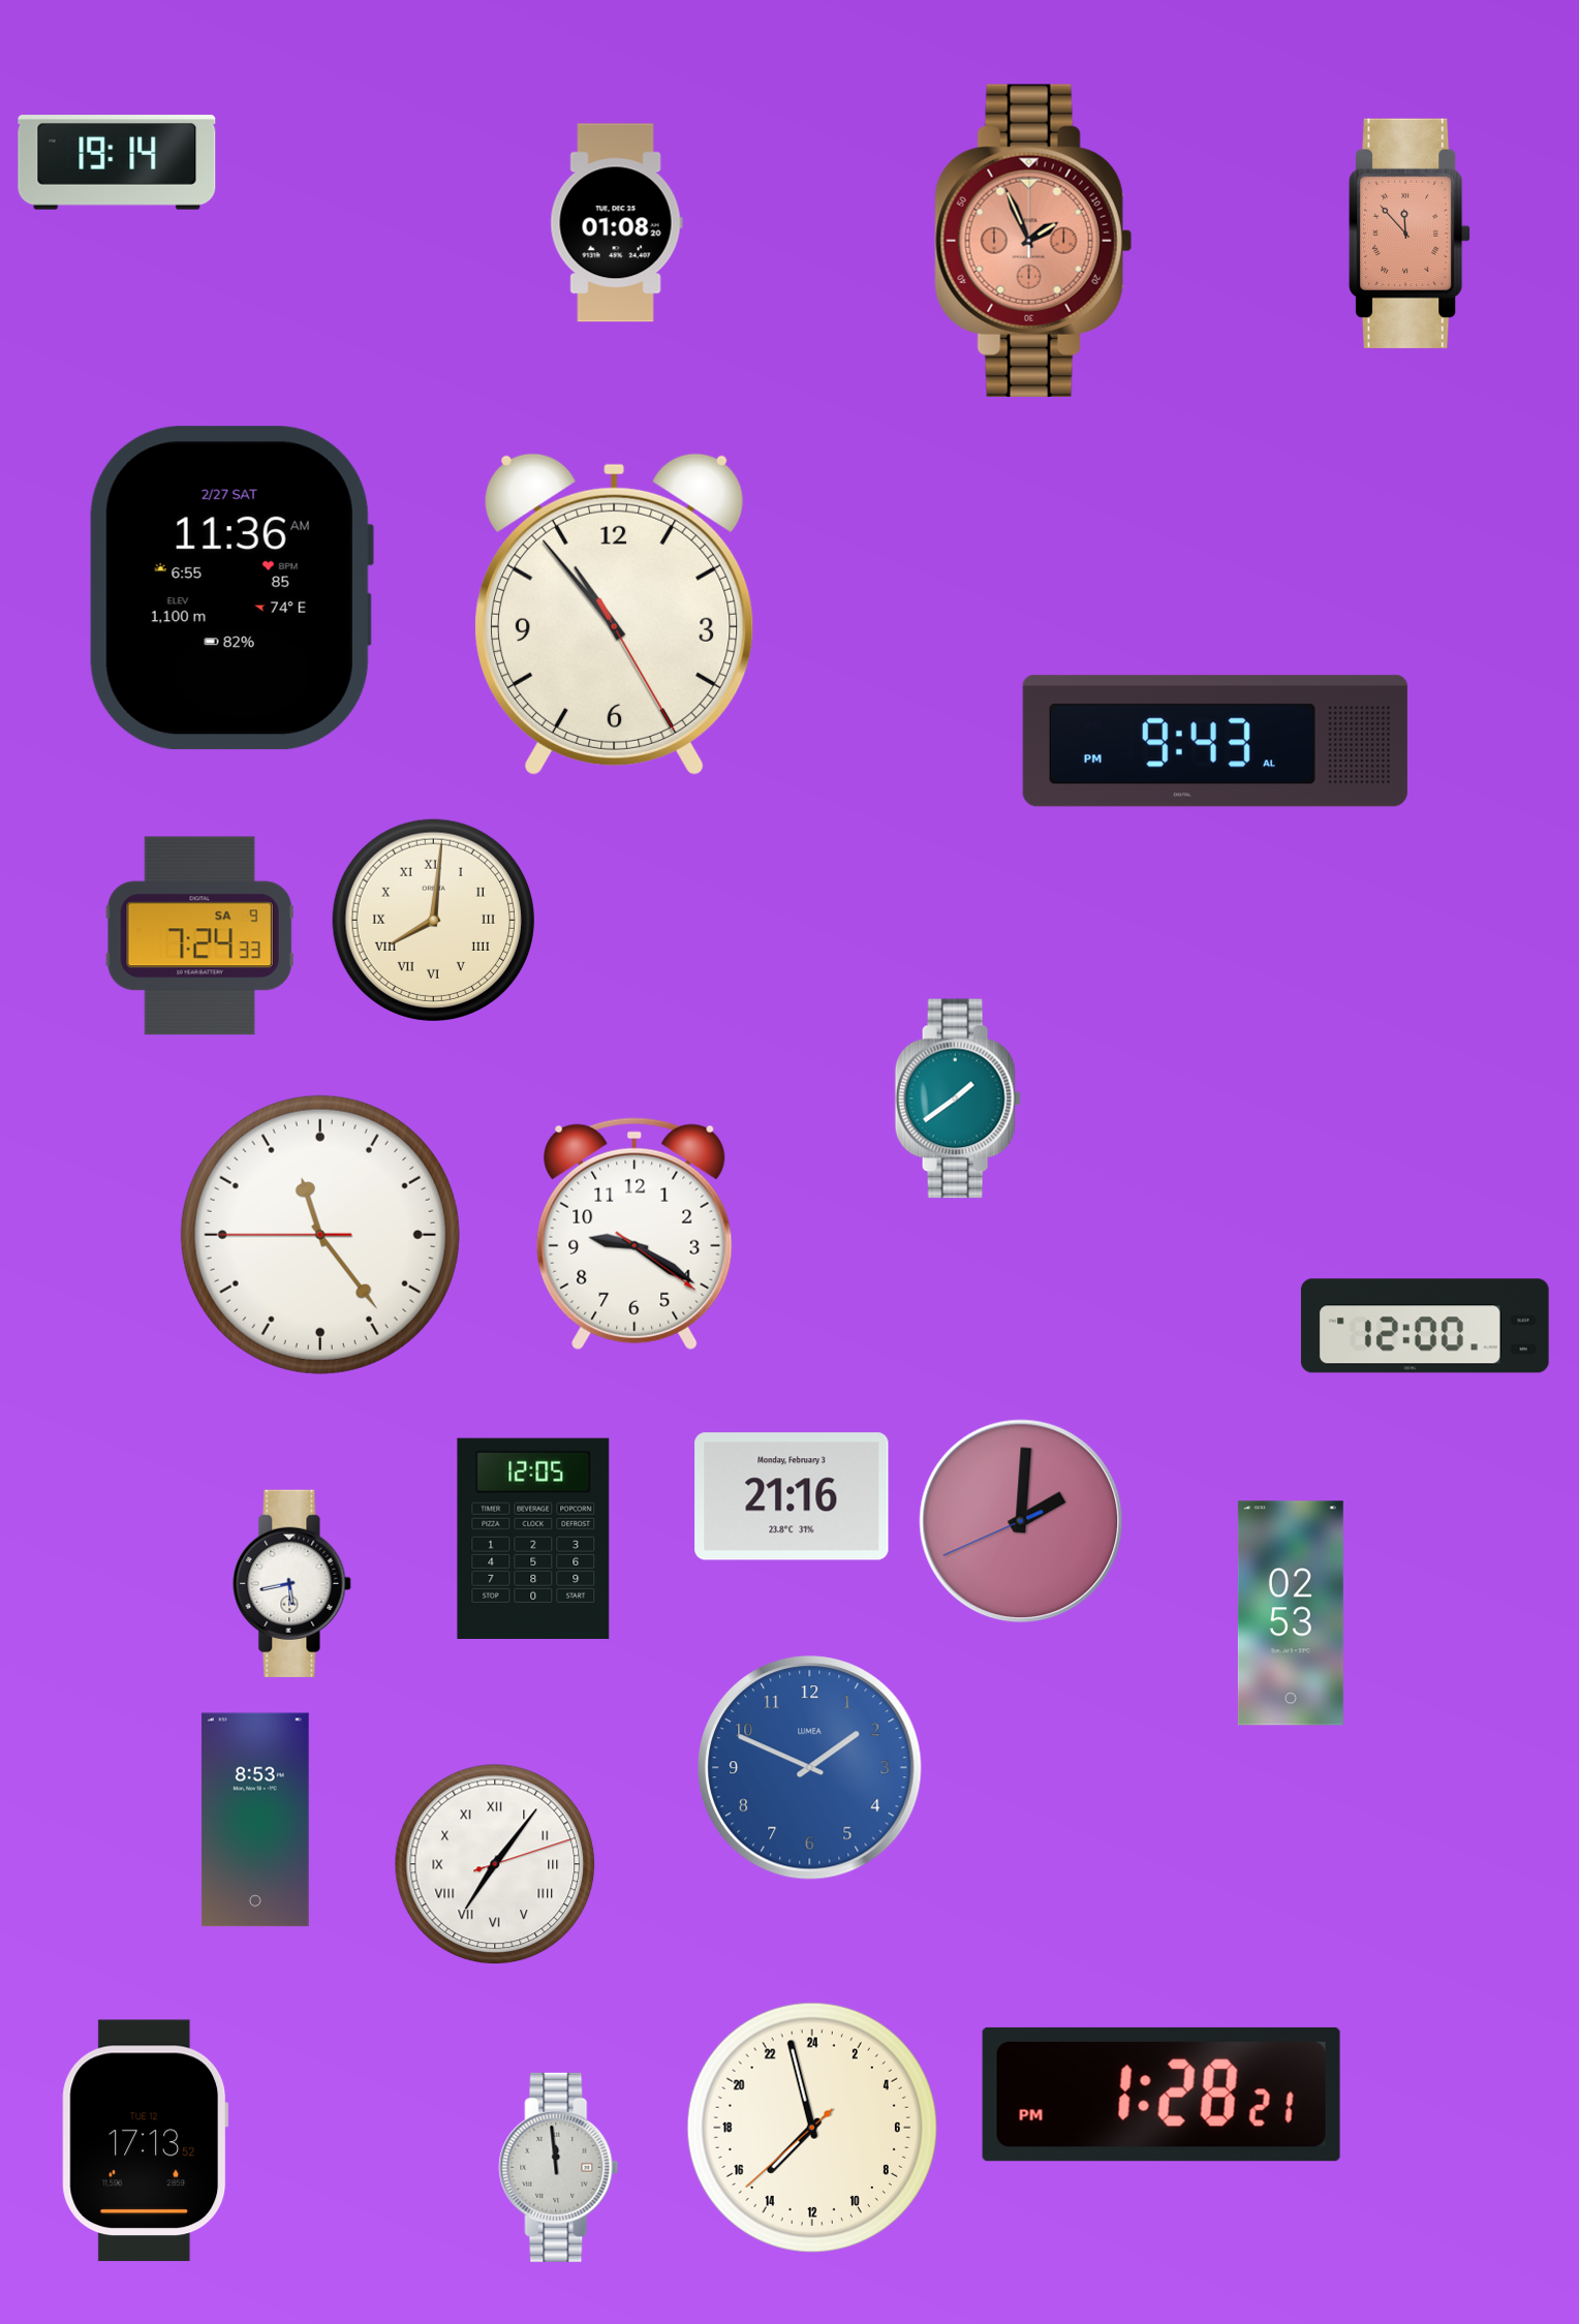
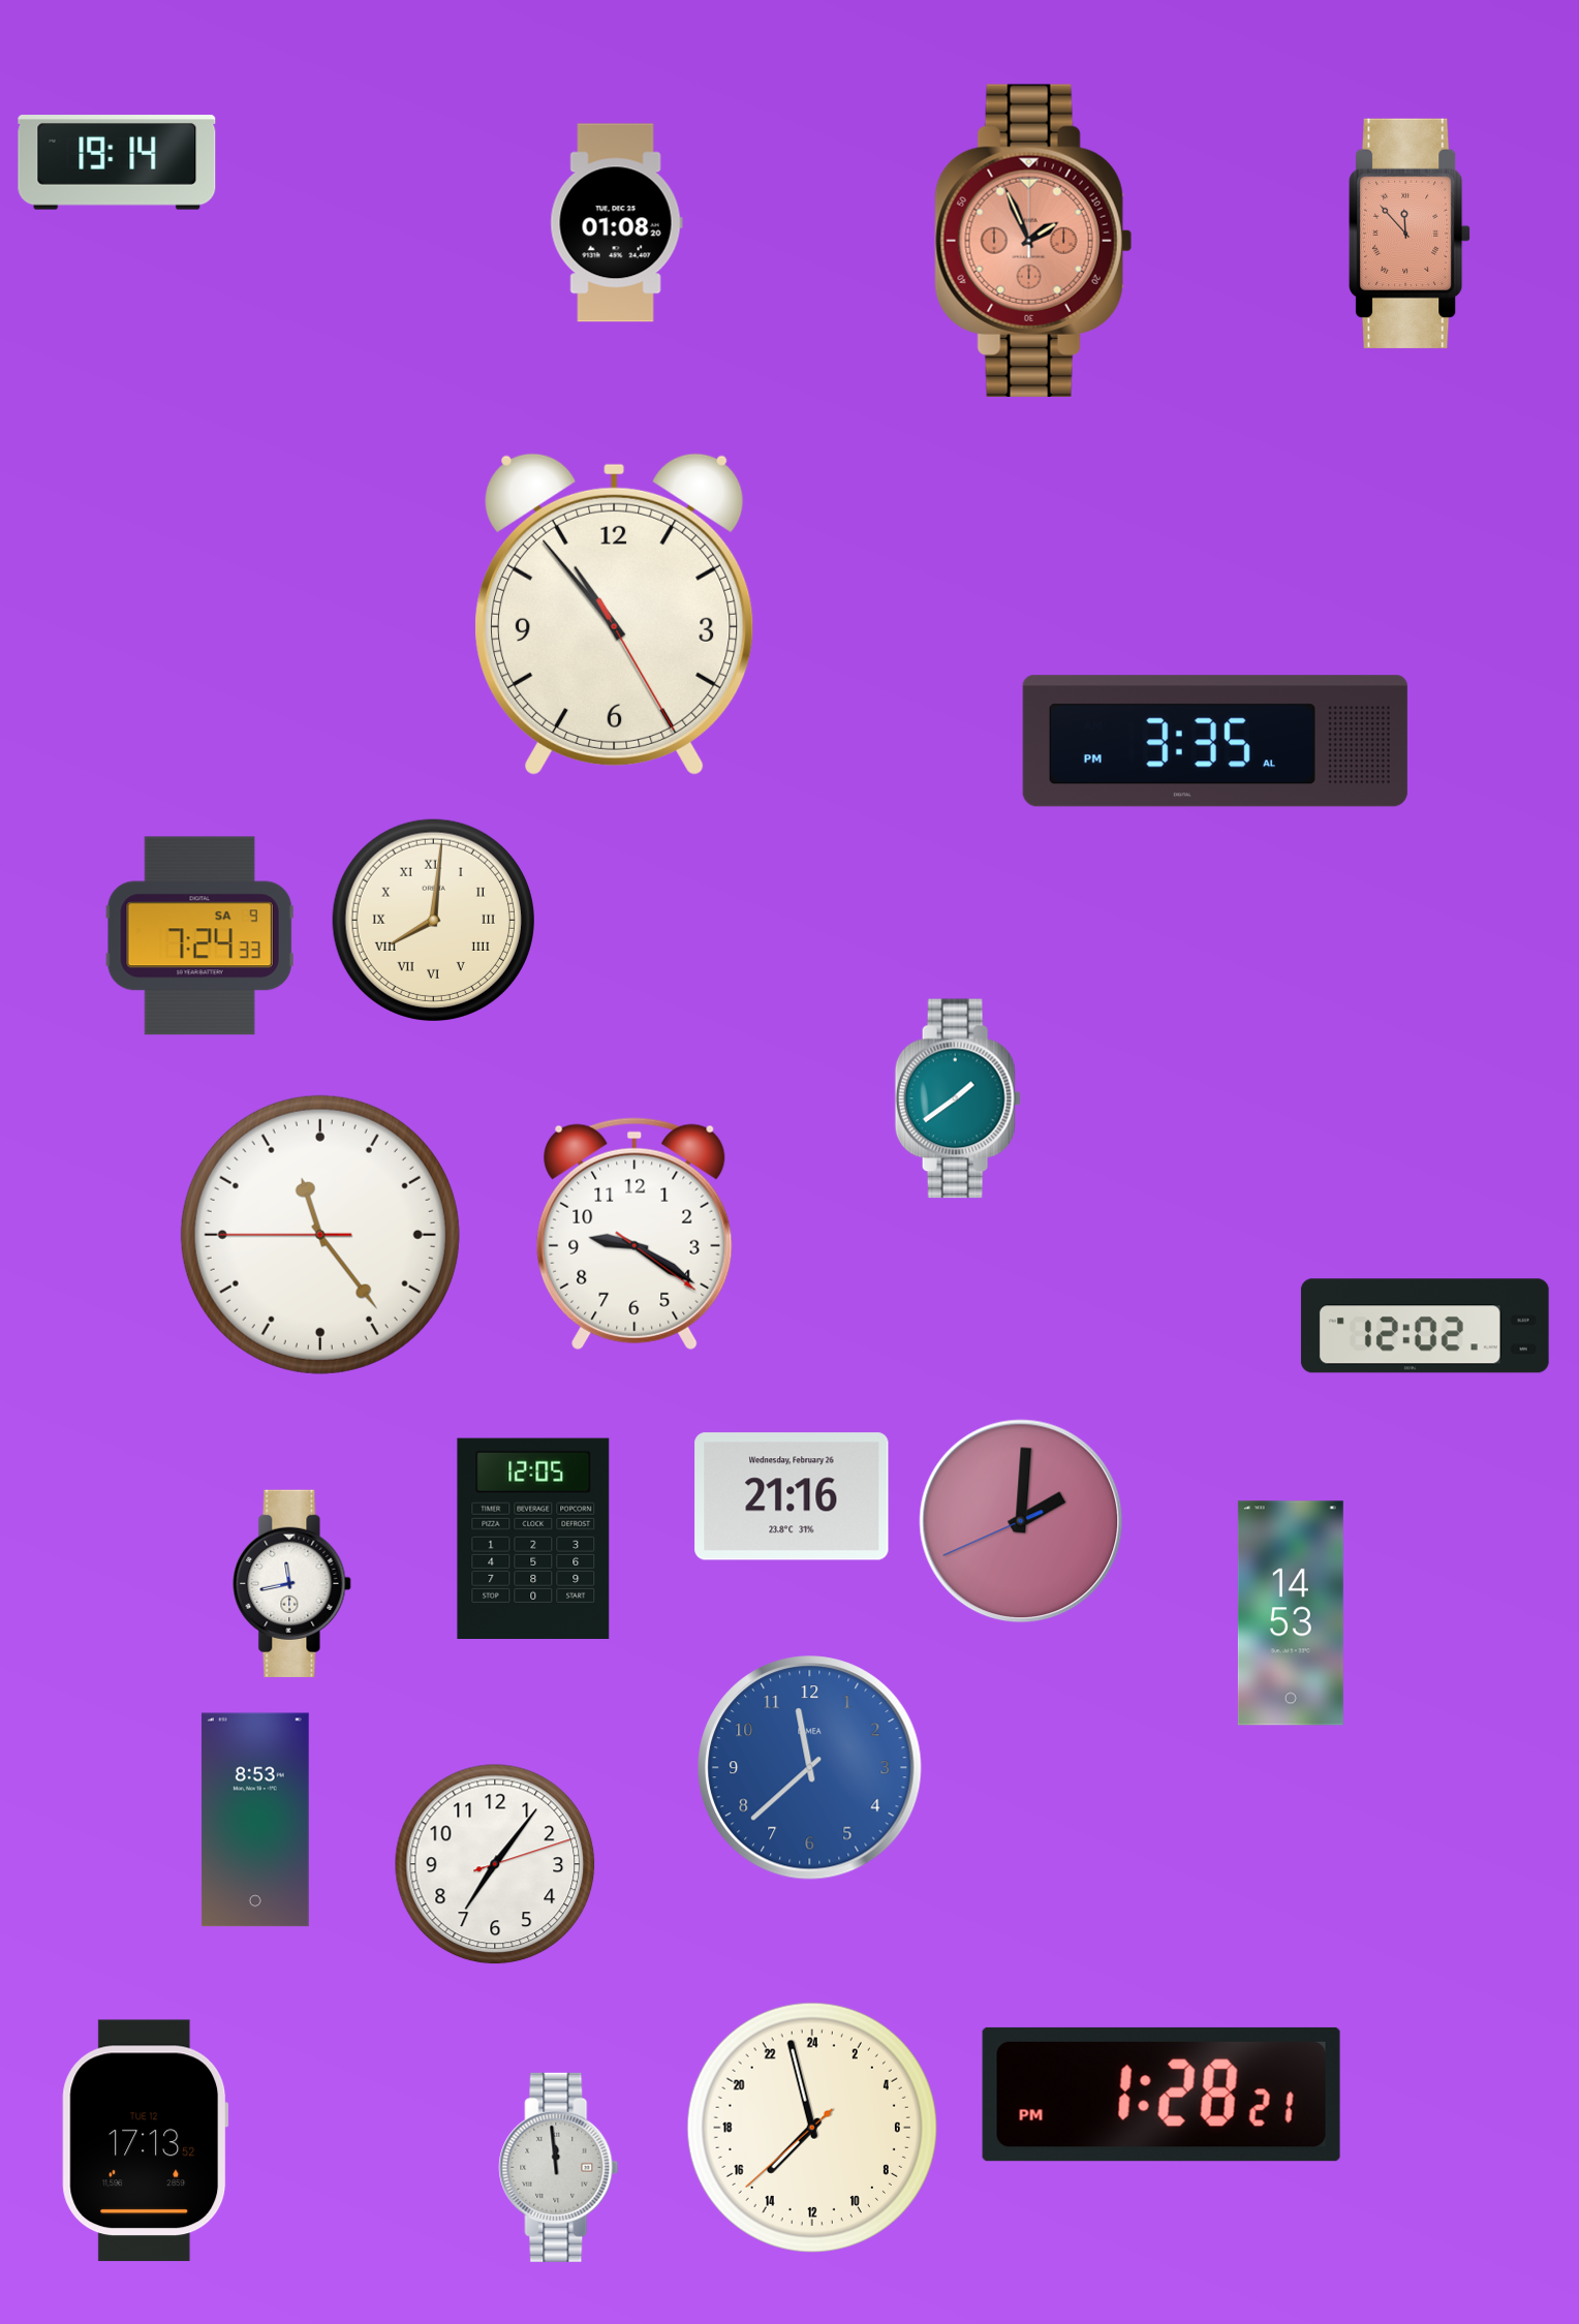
clock at (230, 588): 11:36 -> none
clock at (1215, 741): 9:43 -> 3:35
clock at (1425, 1326): 12:00 -> 12:02
clock at (792, 1496) date: Monday, February 3 -> Wednesday, February 26
clock at (292, 1583): 5:43 -> 11:43
clock at (1291, 1613): 02:53 -> 14:53
clock at (810, 1768): 1:49 -> 11:38
clock at (495, 1864) numerals: Roman -> Arabic
